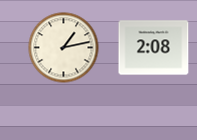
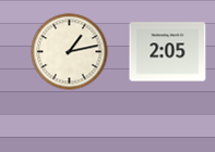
clock at (154, 48): 2:08 -> 2:05
